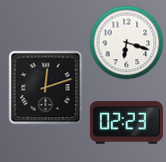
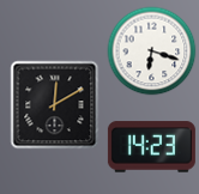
clock at (46, 88): 12:12 -> 12:10
clock at (126, 123): 02:23 -> 14:23
